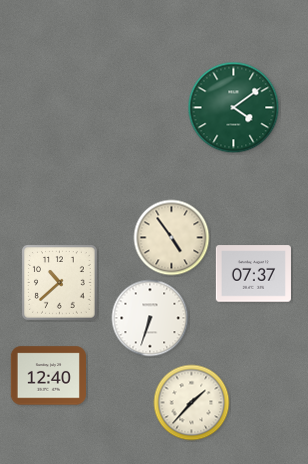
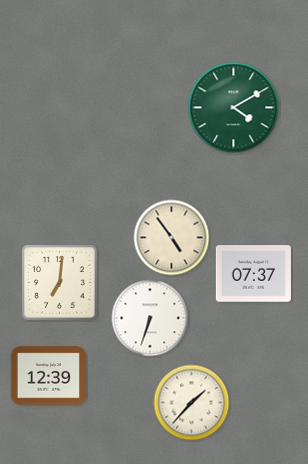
clock at (234, 108): 4:09 -> 4:10
clock at (60, 283): 10:38 -> 7:01
clock at (48, 376): 12:40 -> 12:39
